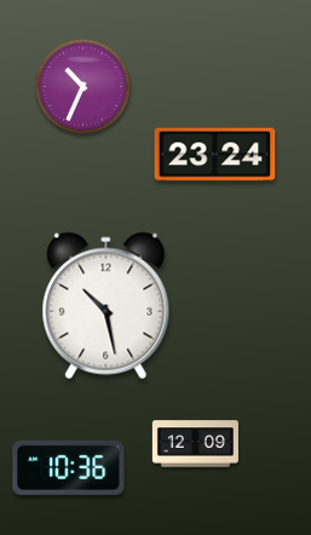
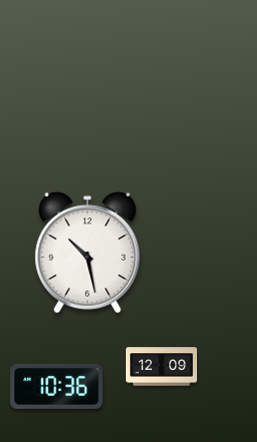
clock at (82, 86): 10:34 -> none
clock at (215, 155): 23:24 -> none
